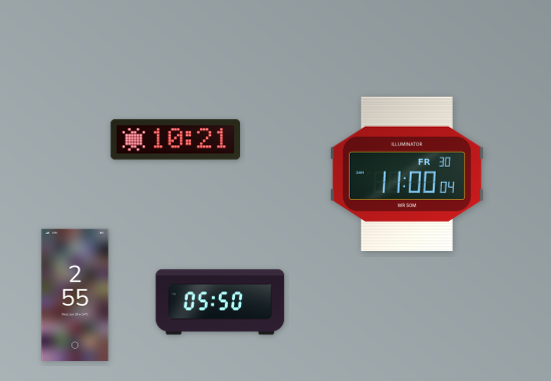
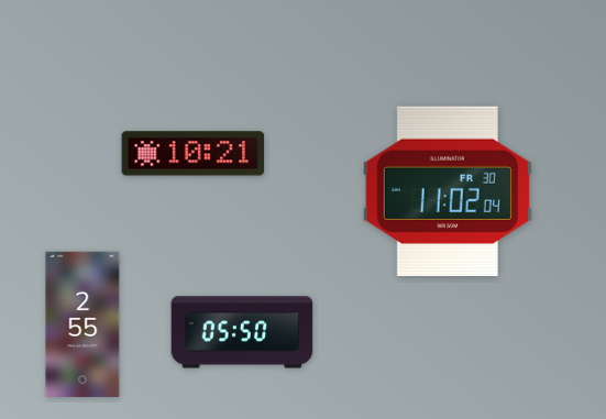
clock at (407, 174): 11:00 -> 11:02
